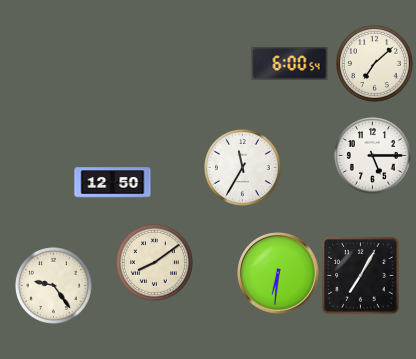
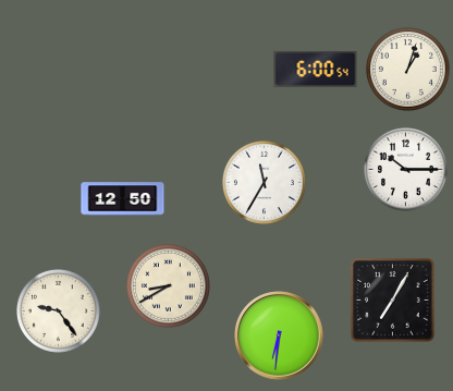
clock at (374, 63): 7:08 -> 1:03
clock at (372, 155): 5:15 -> 10:15
clock at (154, 262): 8:09 -> 8:40
clock at (278, 273) position: (278, 273) -> (279, 335)
